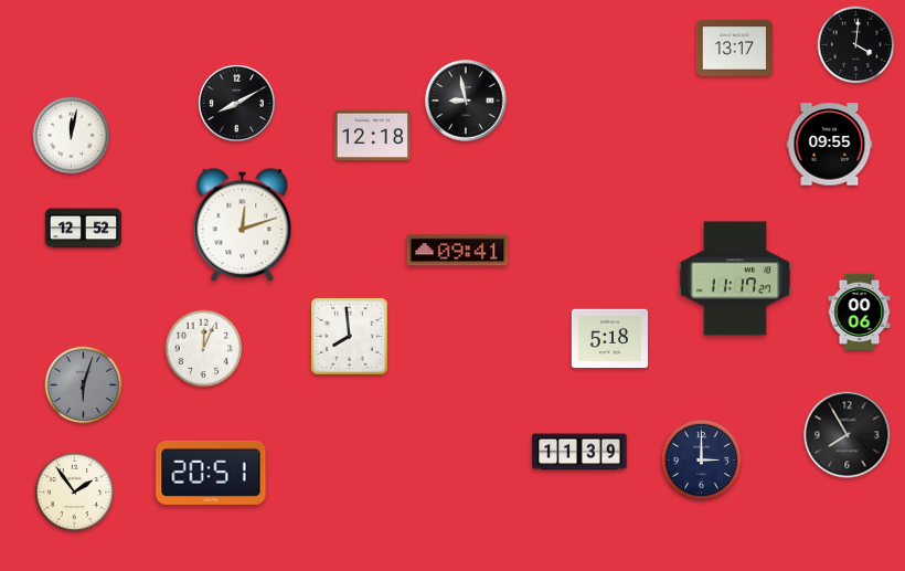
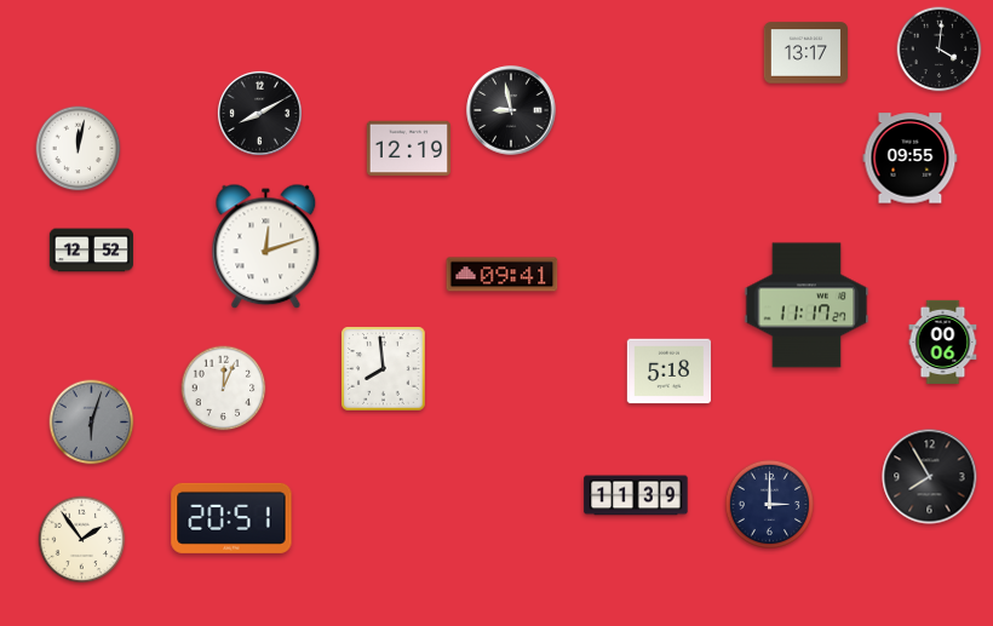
clock at (372, 136): 12:18 -> 12:19
clock at (204, 349) position: (204, 349) -> (224, 389)
